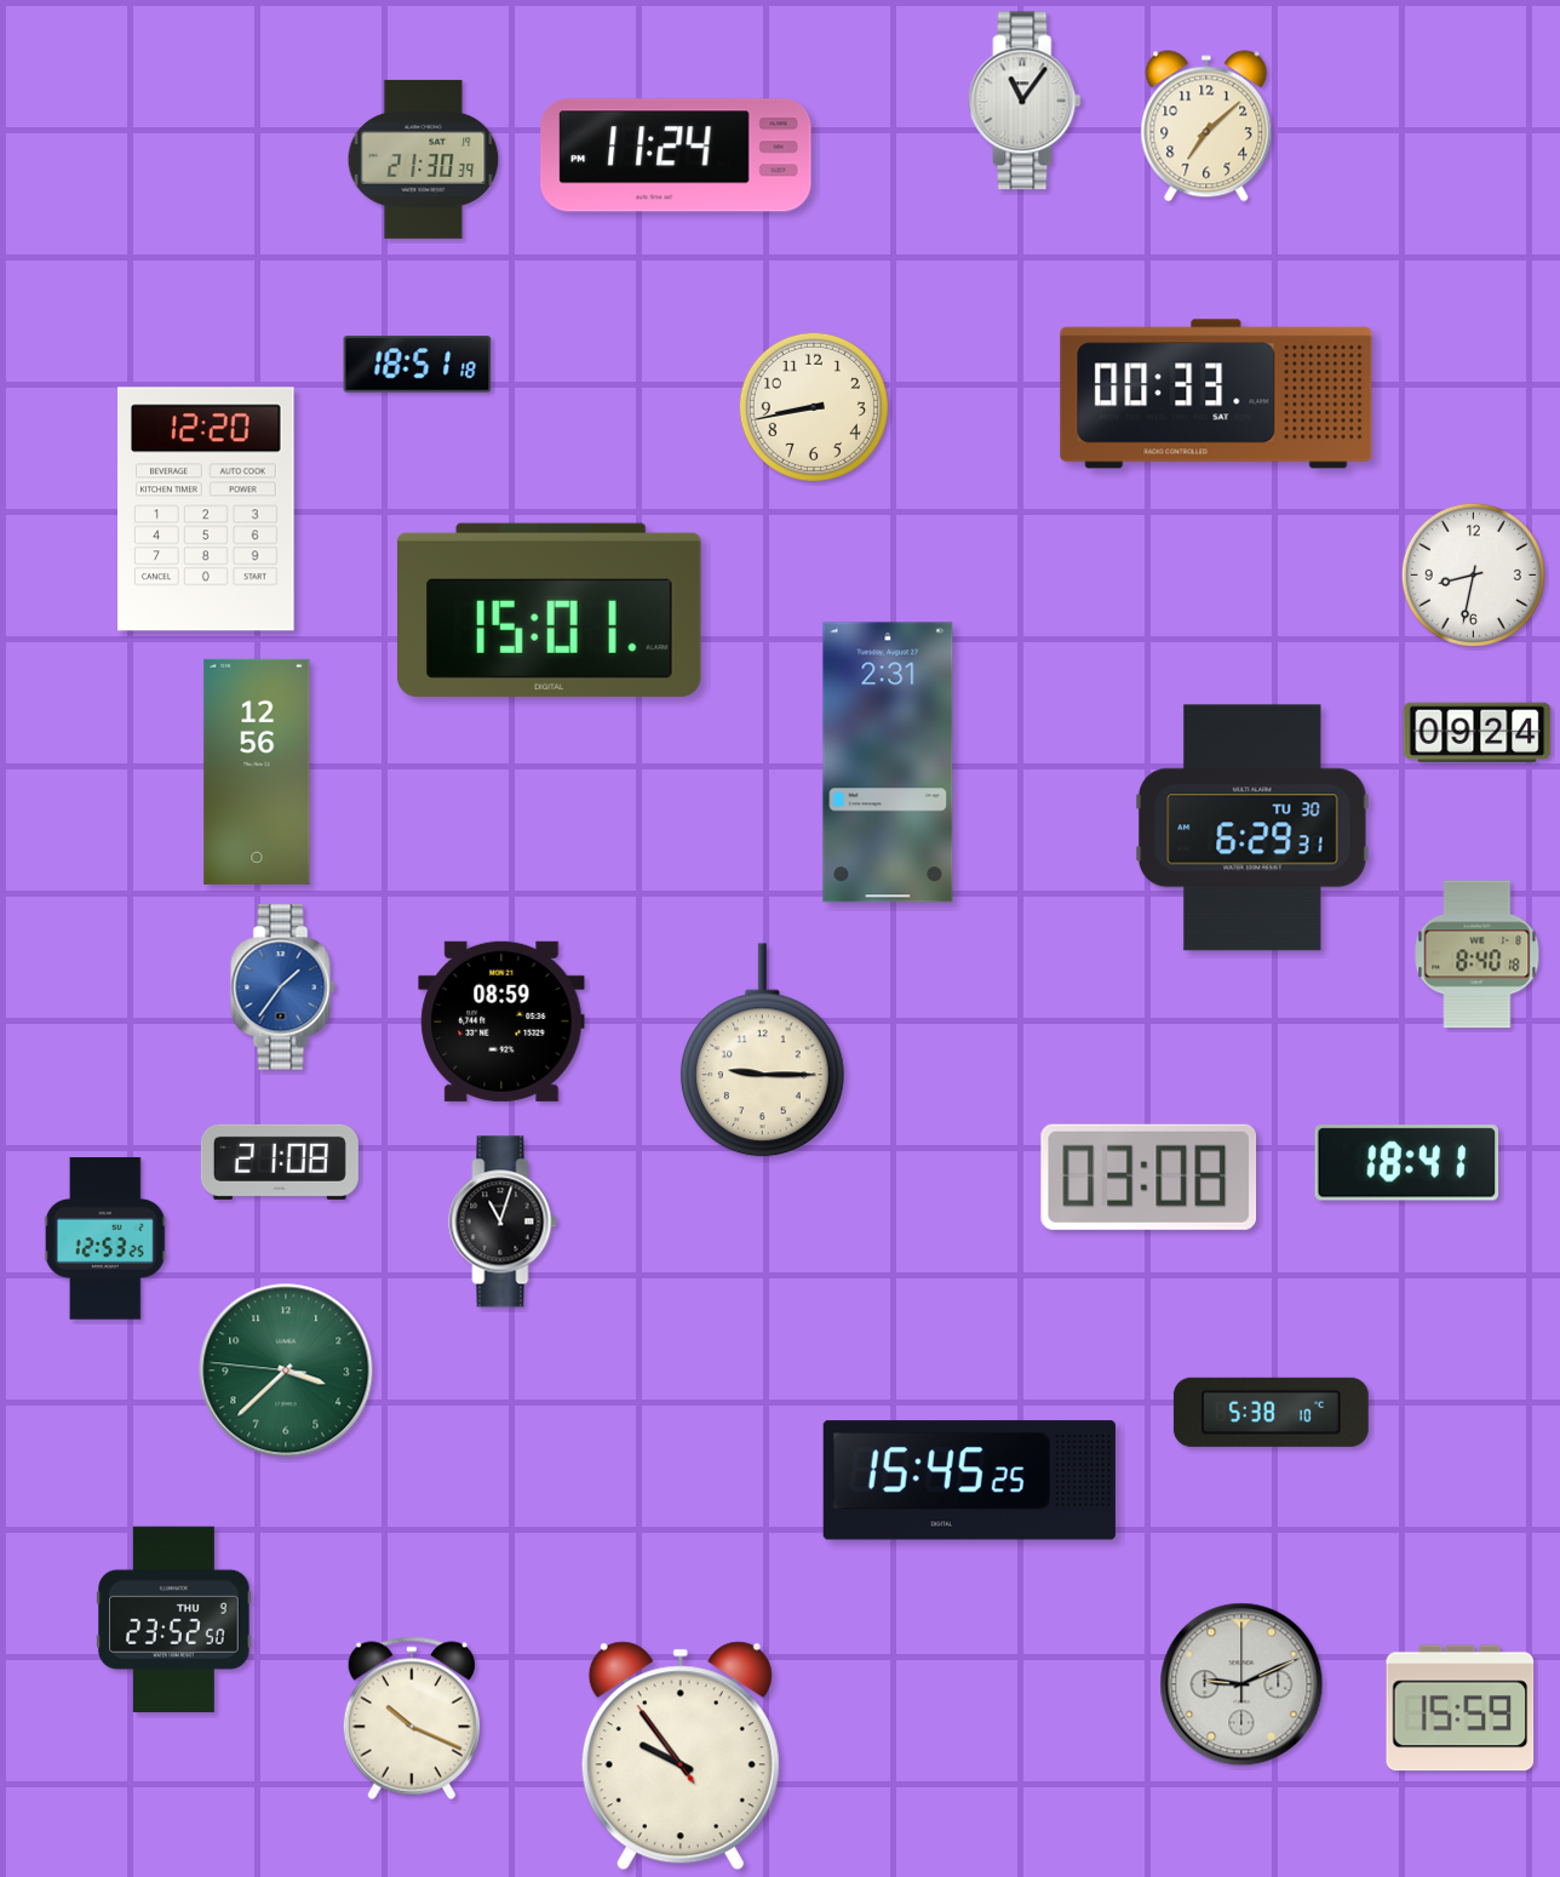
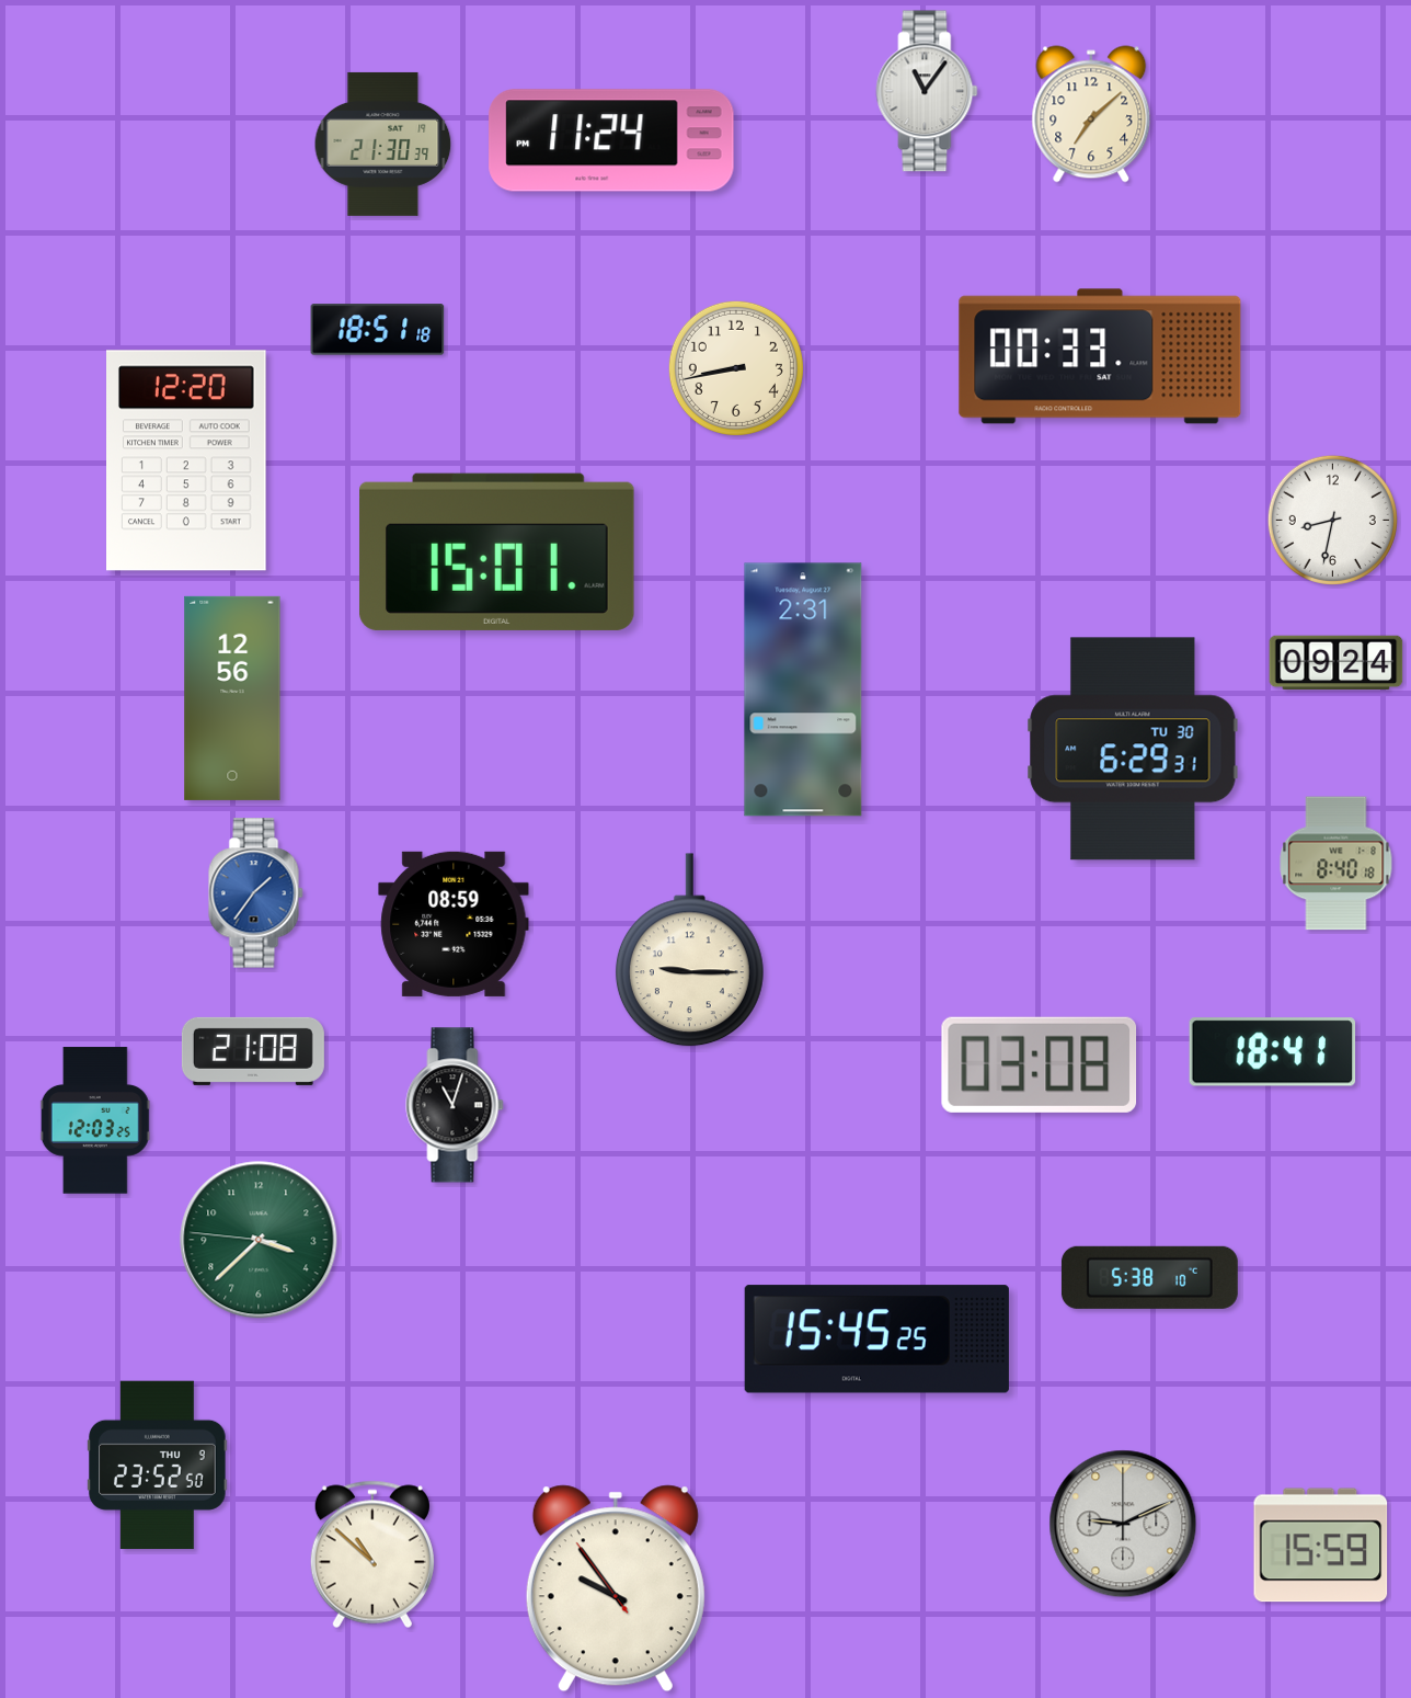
clock at (105, 1238): 12:53 -> 12:03
clock at (412, 1718): 10:19 -> 10:52
